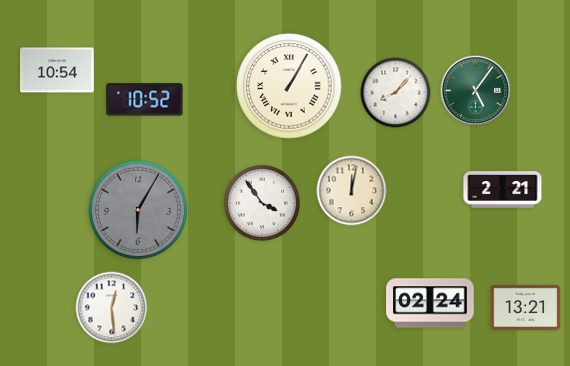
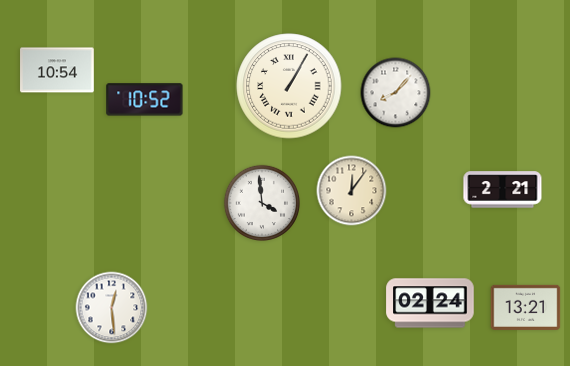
clock at (476, 91): 5:06 -> none
clock at (352, 191): 12:02 -> 12:06
clock at (261, 202): 3:54 -> 3:59
clock at (138, 210): 6:05 -> none
